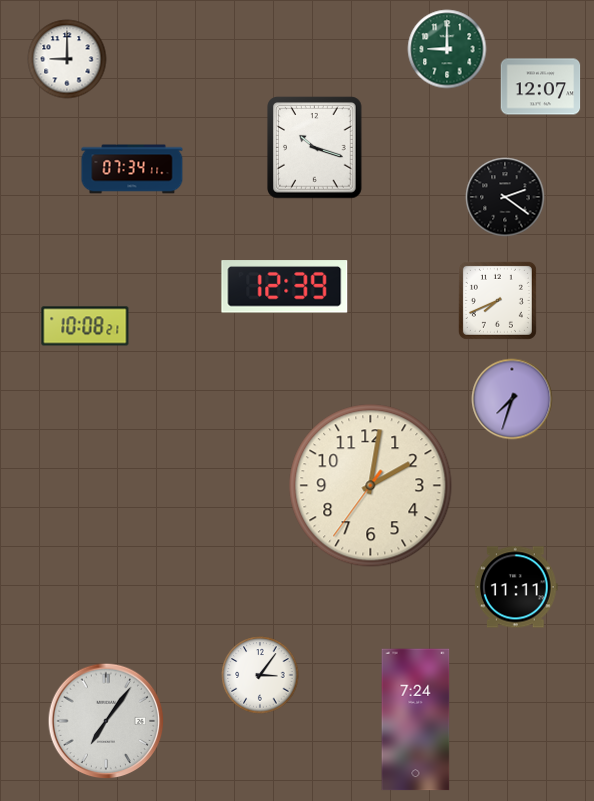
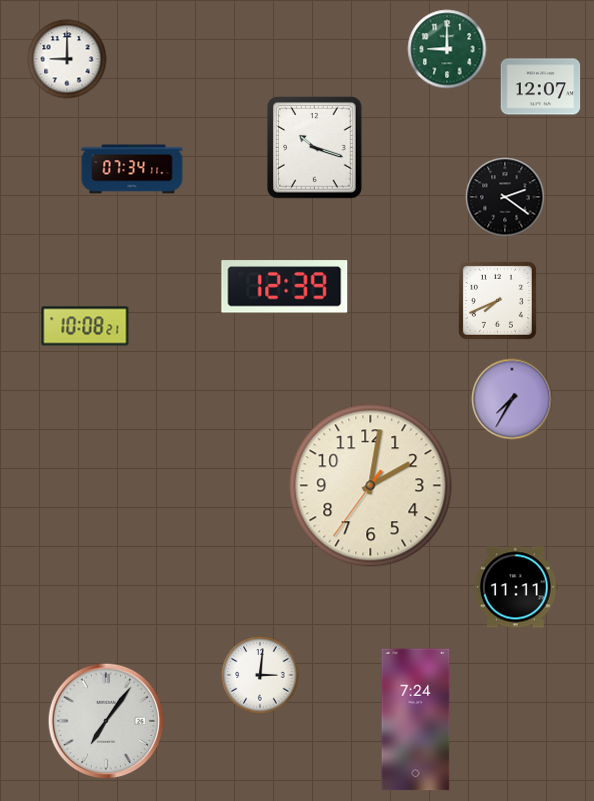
clock at (512, 399): 7:33 -> 7:35
clock at (260, 675): 3:06 -> 3:01
